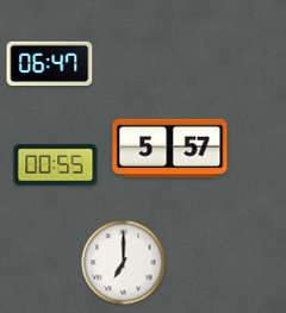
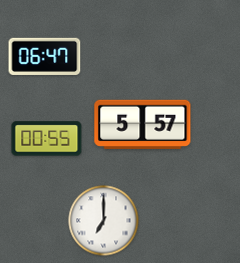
clock at (50, 63) position: (50, 63) -> (45, 56)
